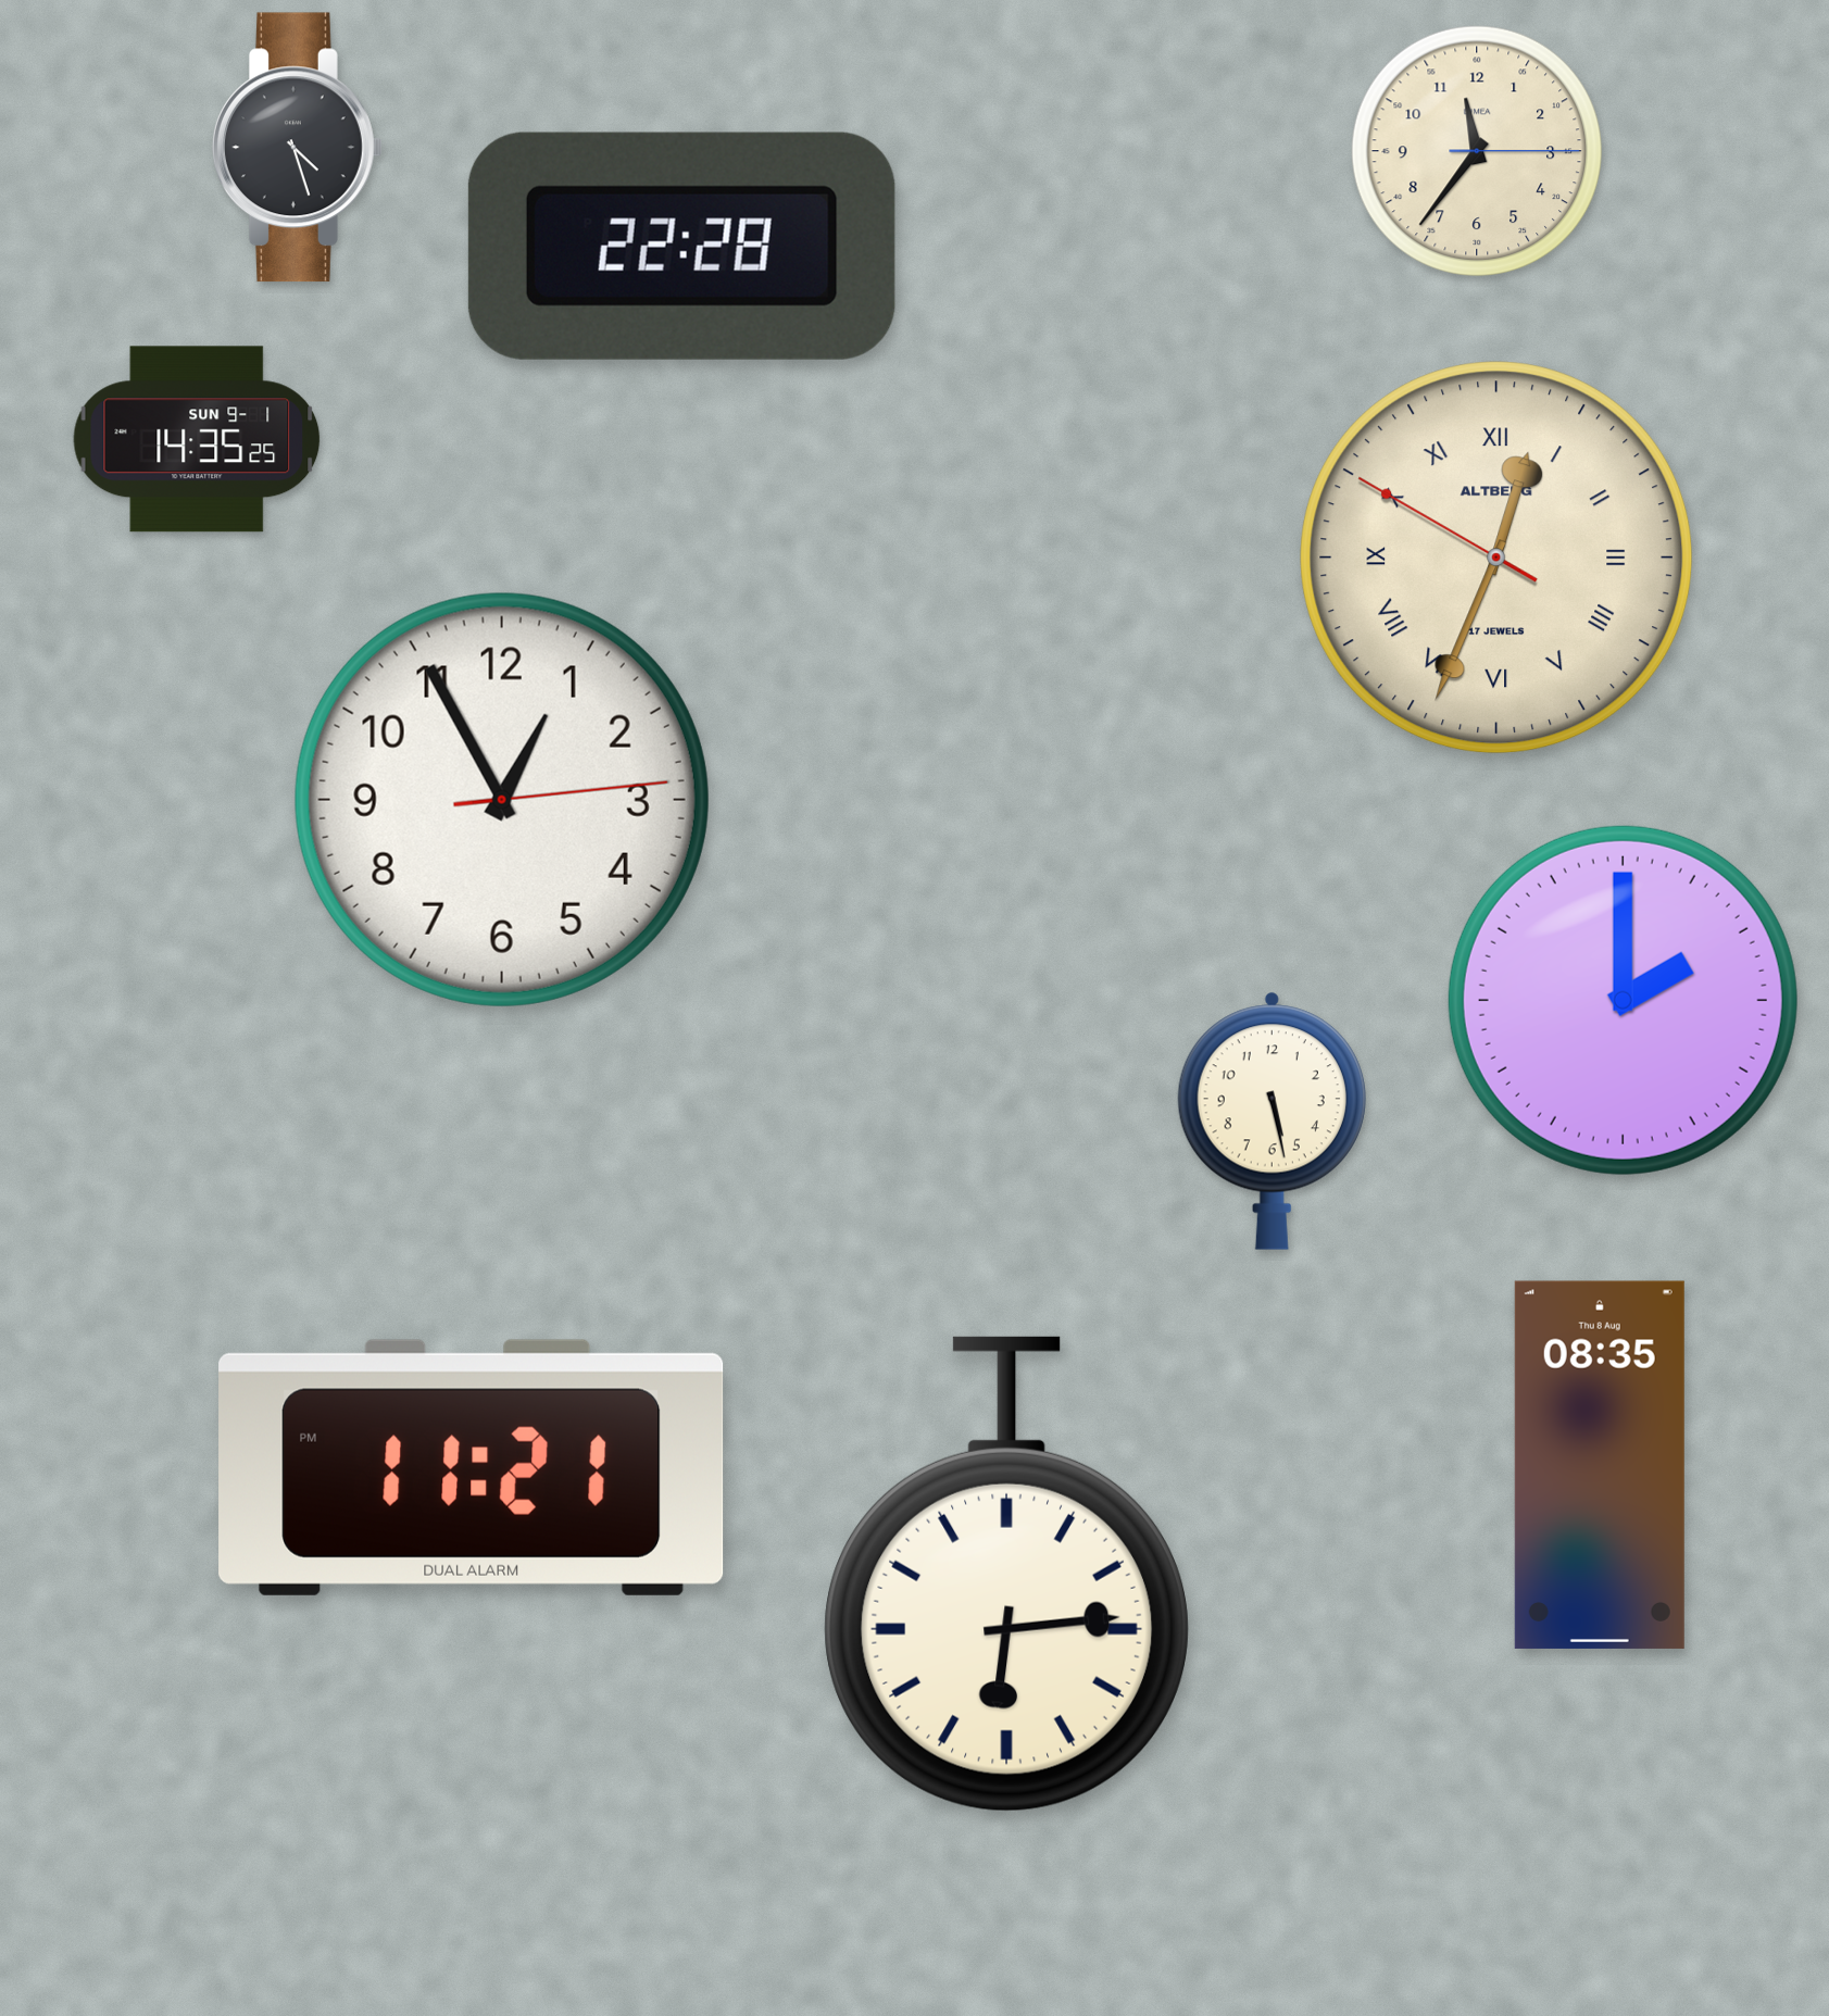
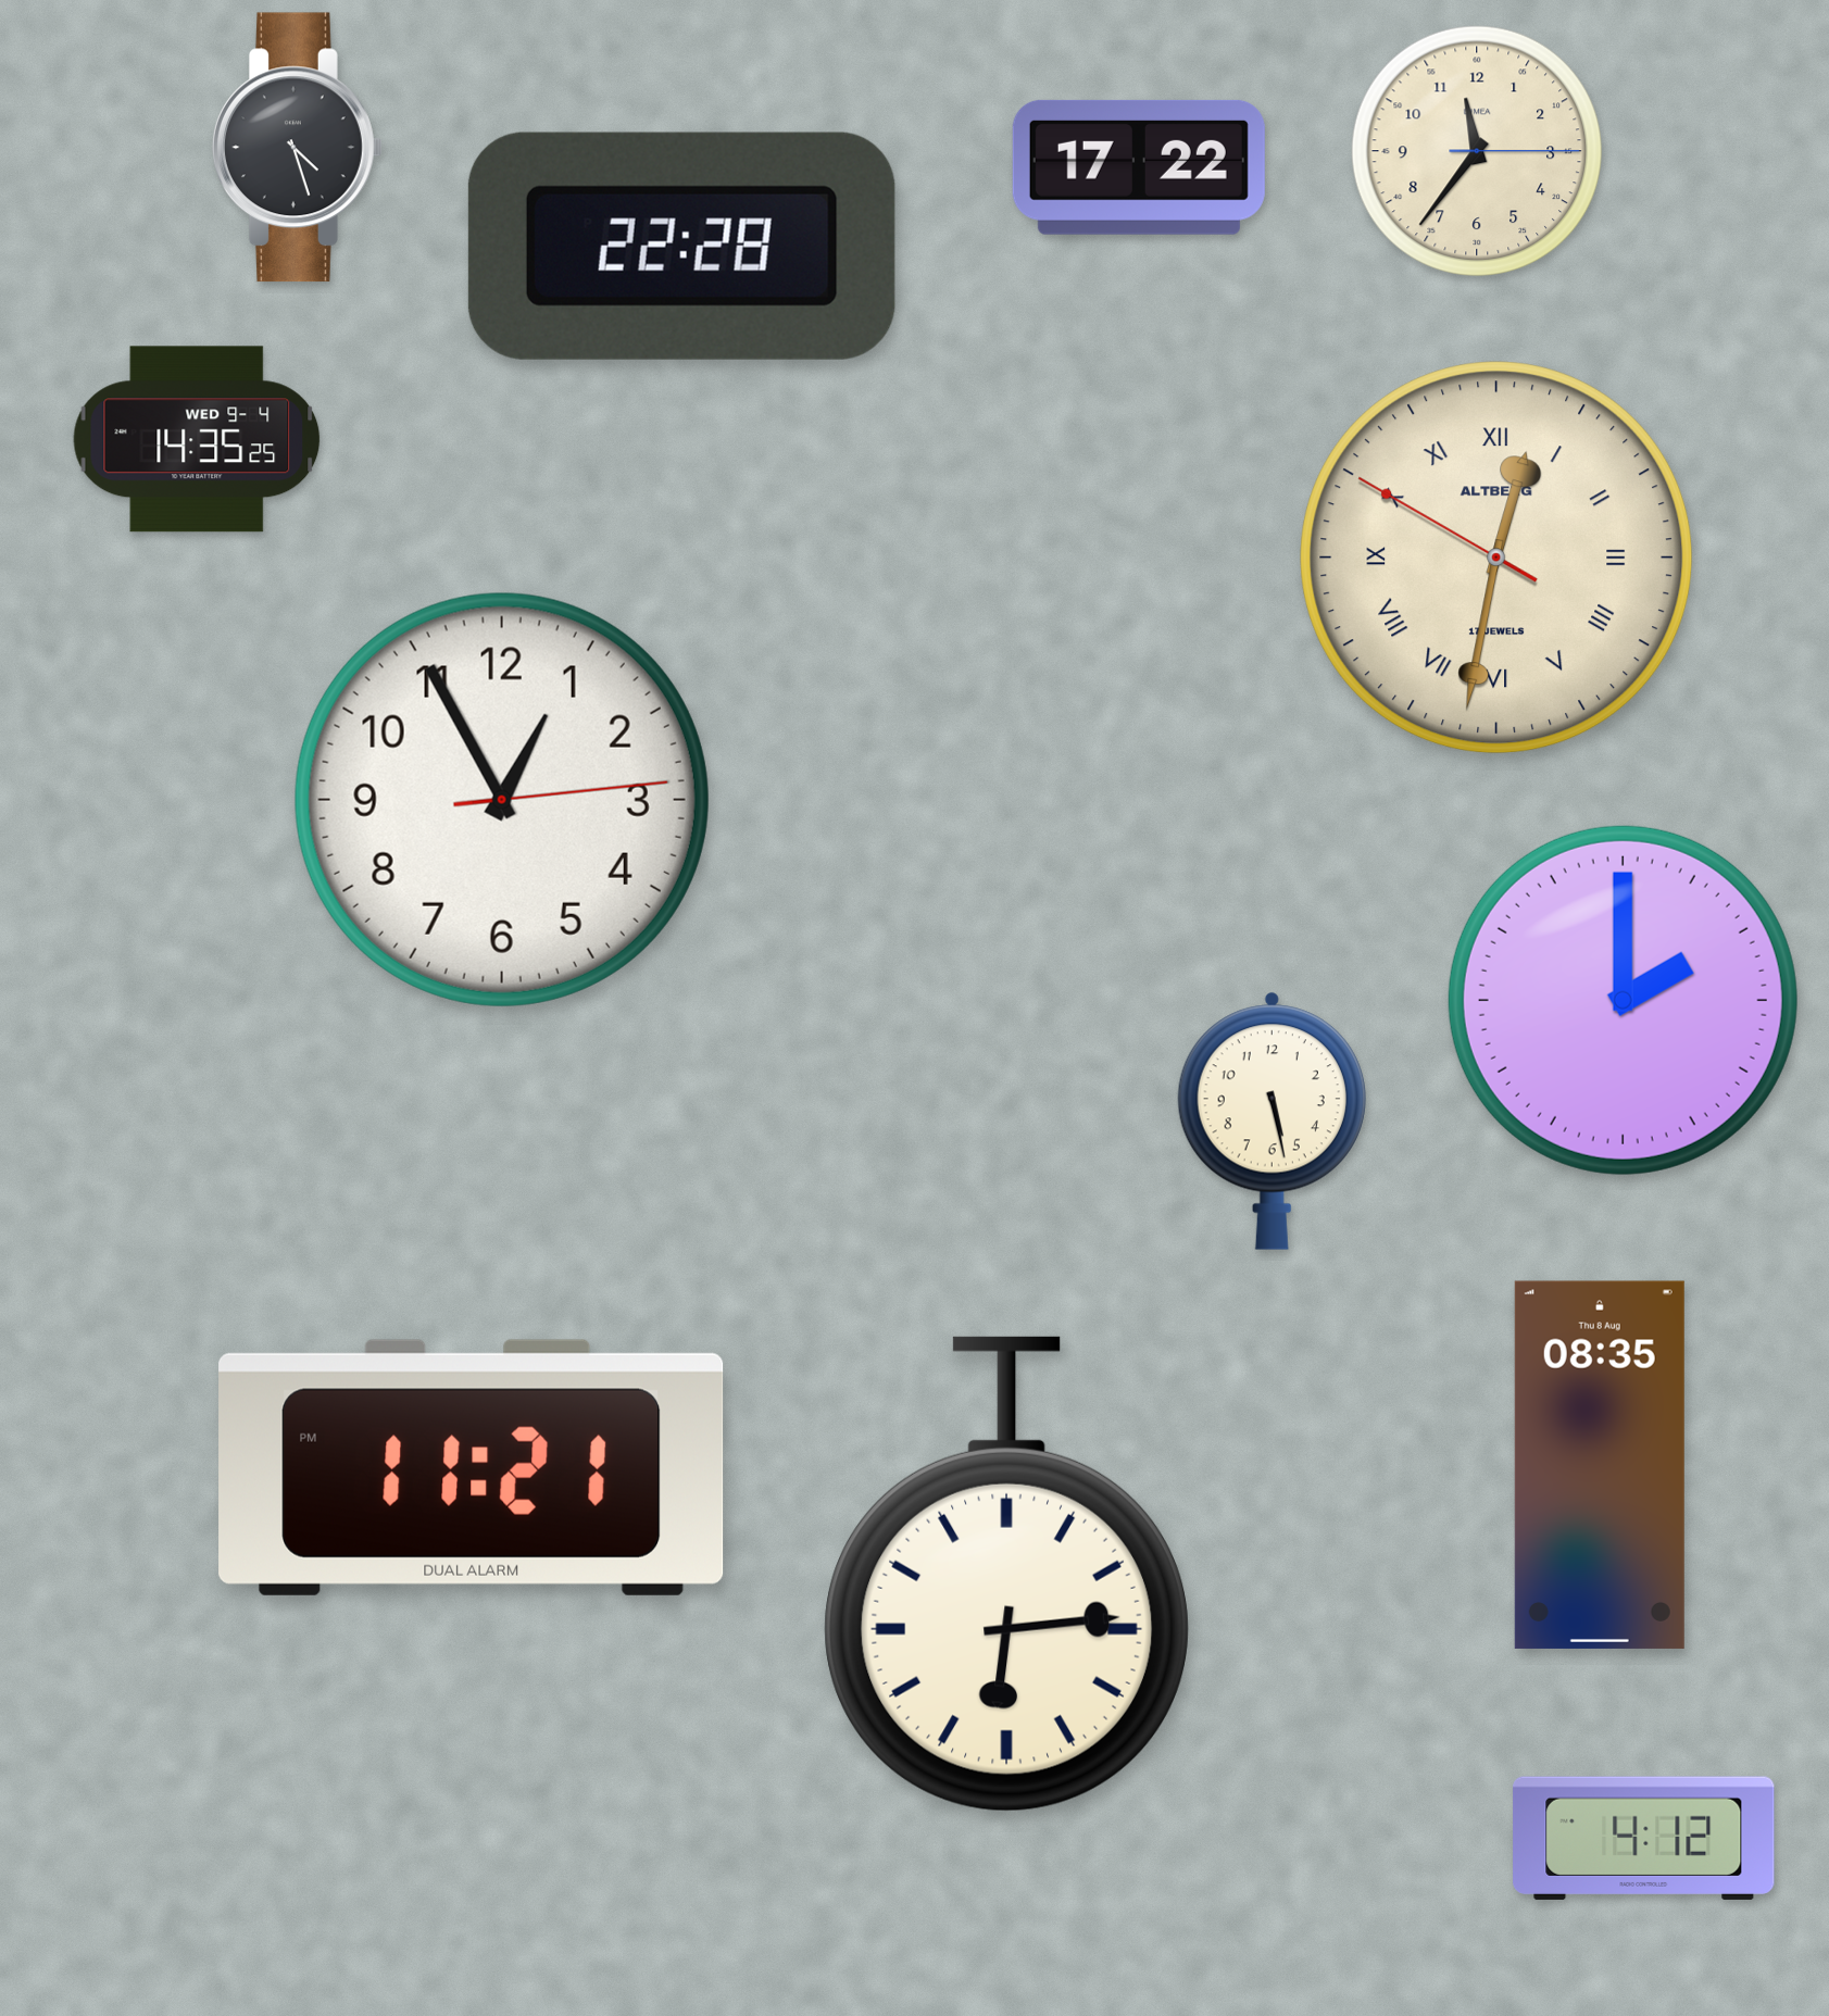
clock at (1139, 167): none -> 17:22
clock at (197, 439) date: SUN 9-1 -> WED 9-4
clock at (1496, 558): 12:33 -> 12:31
clock at (1644, 1838): none -> 4:12
